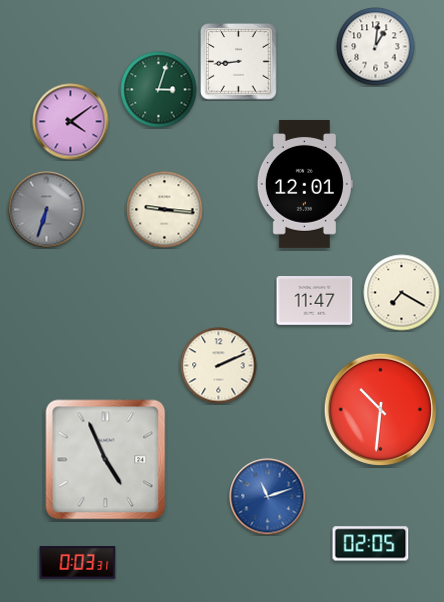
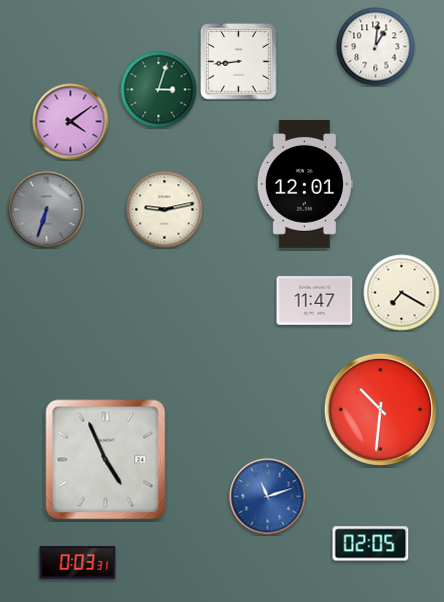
clock at (165, 210): 9:16 -> 9:13
clock at (219, 366): 2:11 -> none
